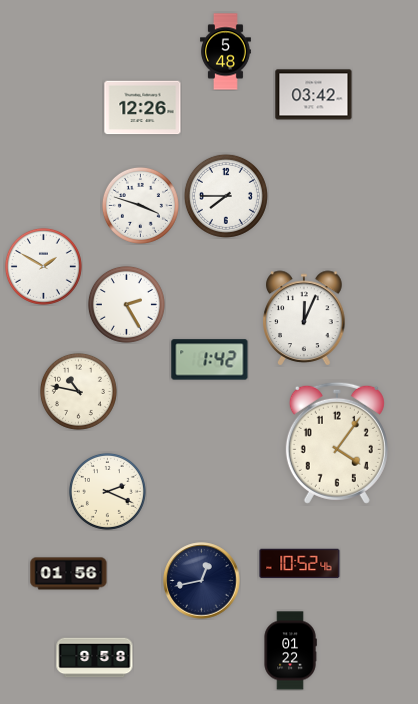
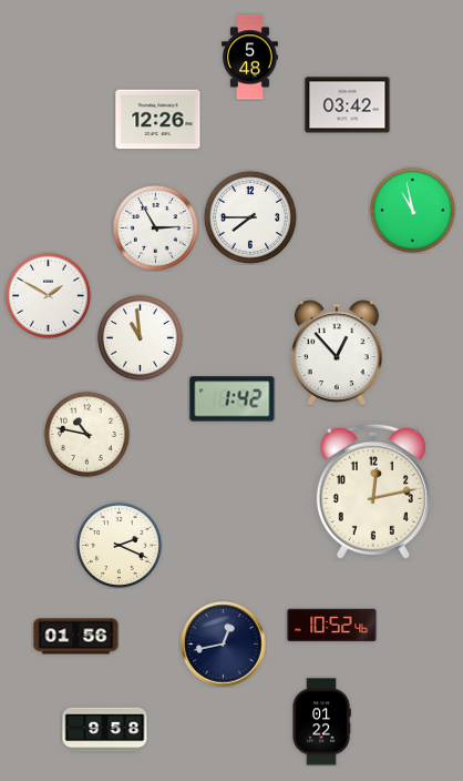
clock at (412, 210): none -> 10:58
clock at (140, 205): 3:48 -> 2:55
clock at (126, 304): 2:25 -> 10:59
clock at (304, 318): 12:04 -> 12:53
clock at (337, 443): 4:06 -> 12:13
